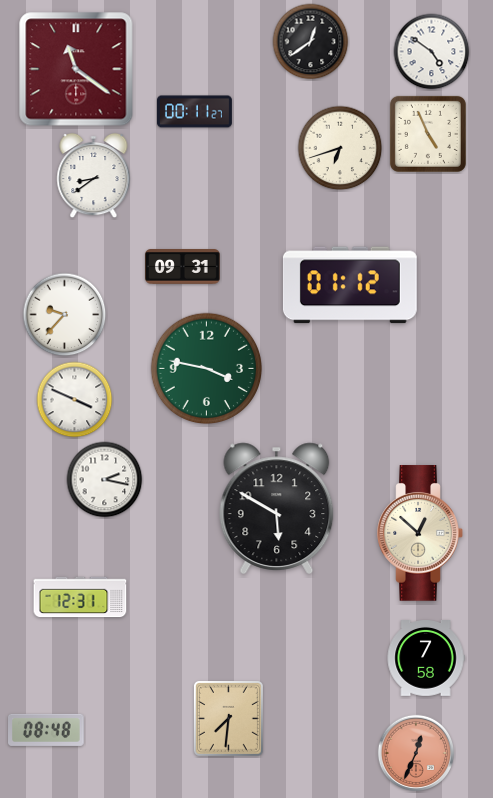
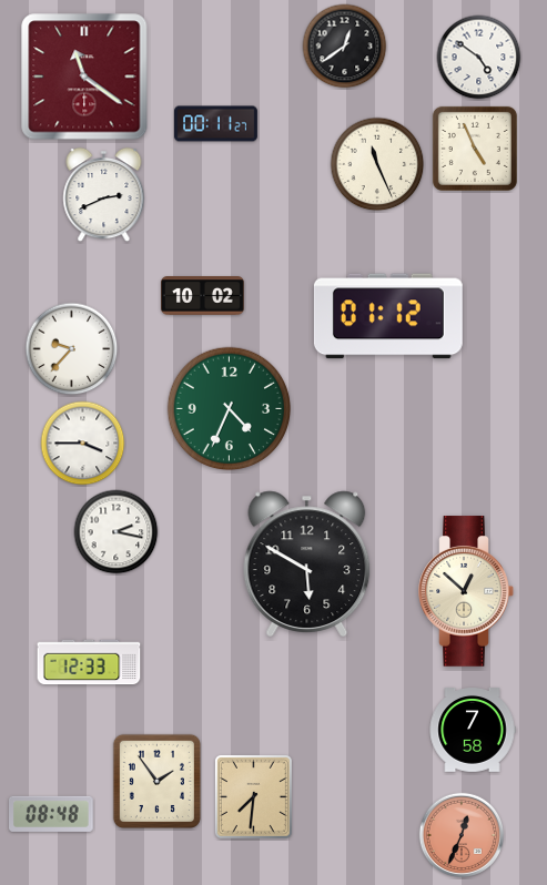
clock at (340, 148): 6:42 -> 11:26
clock at (94, 176): 8:39 -> 2:41
clock at (183, 267): 09:31 -> 10:02
clock at (207, 369): 3:47 -> 4:34
clock at (75, 400): 3:49 -> 3:45
clock at (80, 597): 12:31 -> 12:33
clock at (156, 781): none -> 1:54
clock at (47, 730) position: (47, 730) -> (52, 814)
